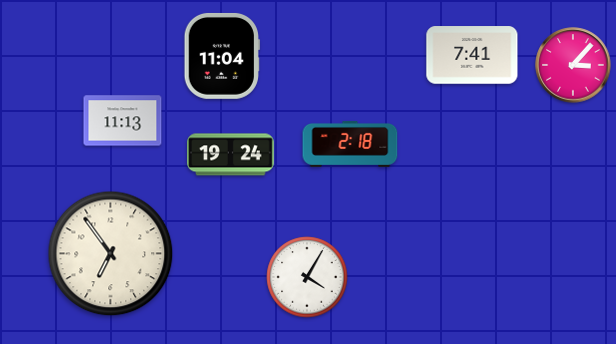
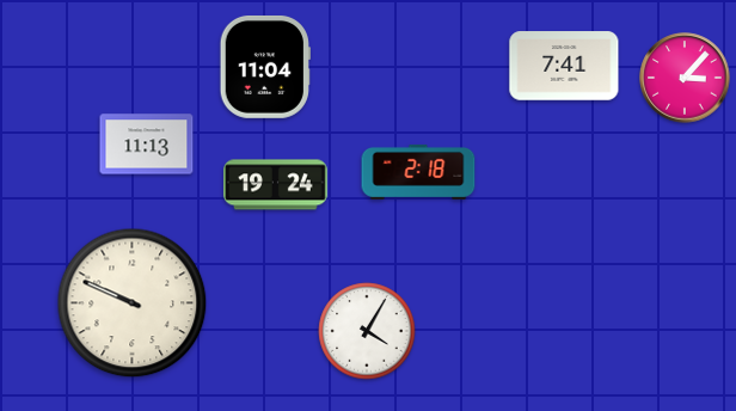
clock at (111, 254): 6:54 -> 9:49
